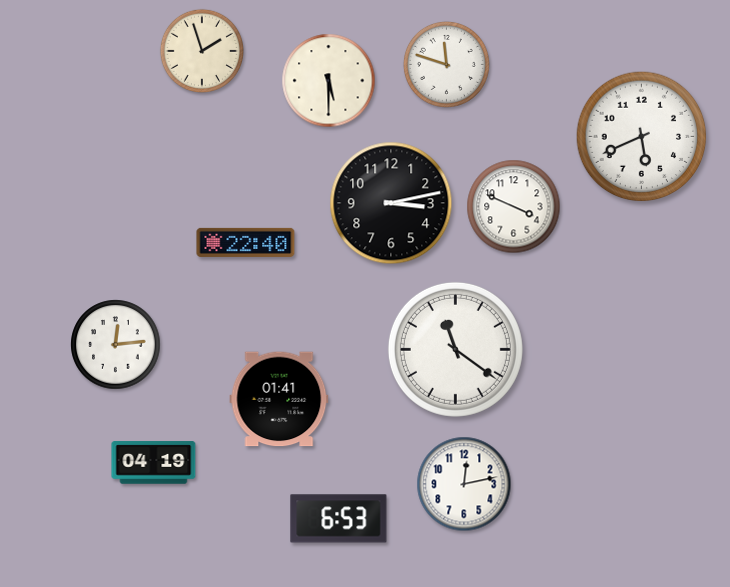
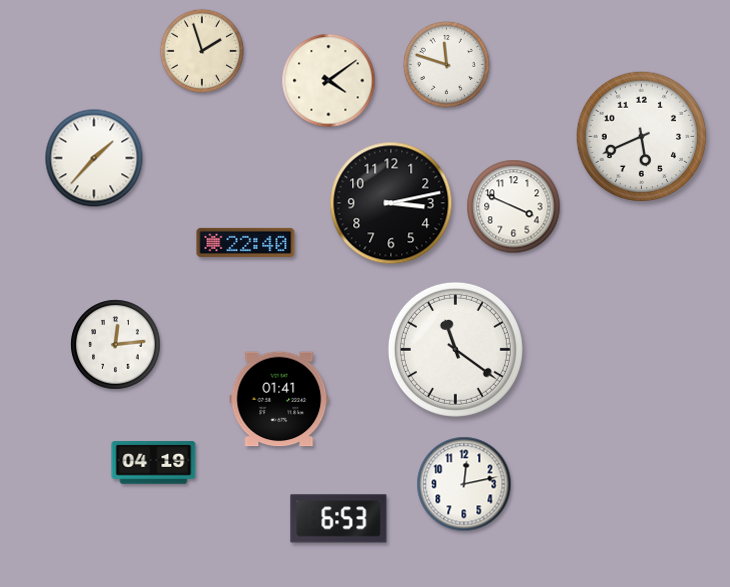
clock at (329, 81): 5:30 -> 4:09
clock at (94, 158): none -> 1:37
